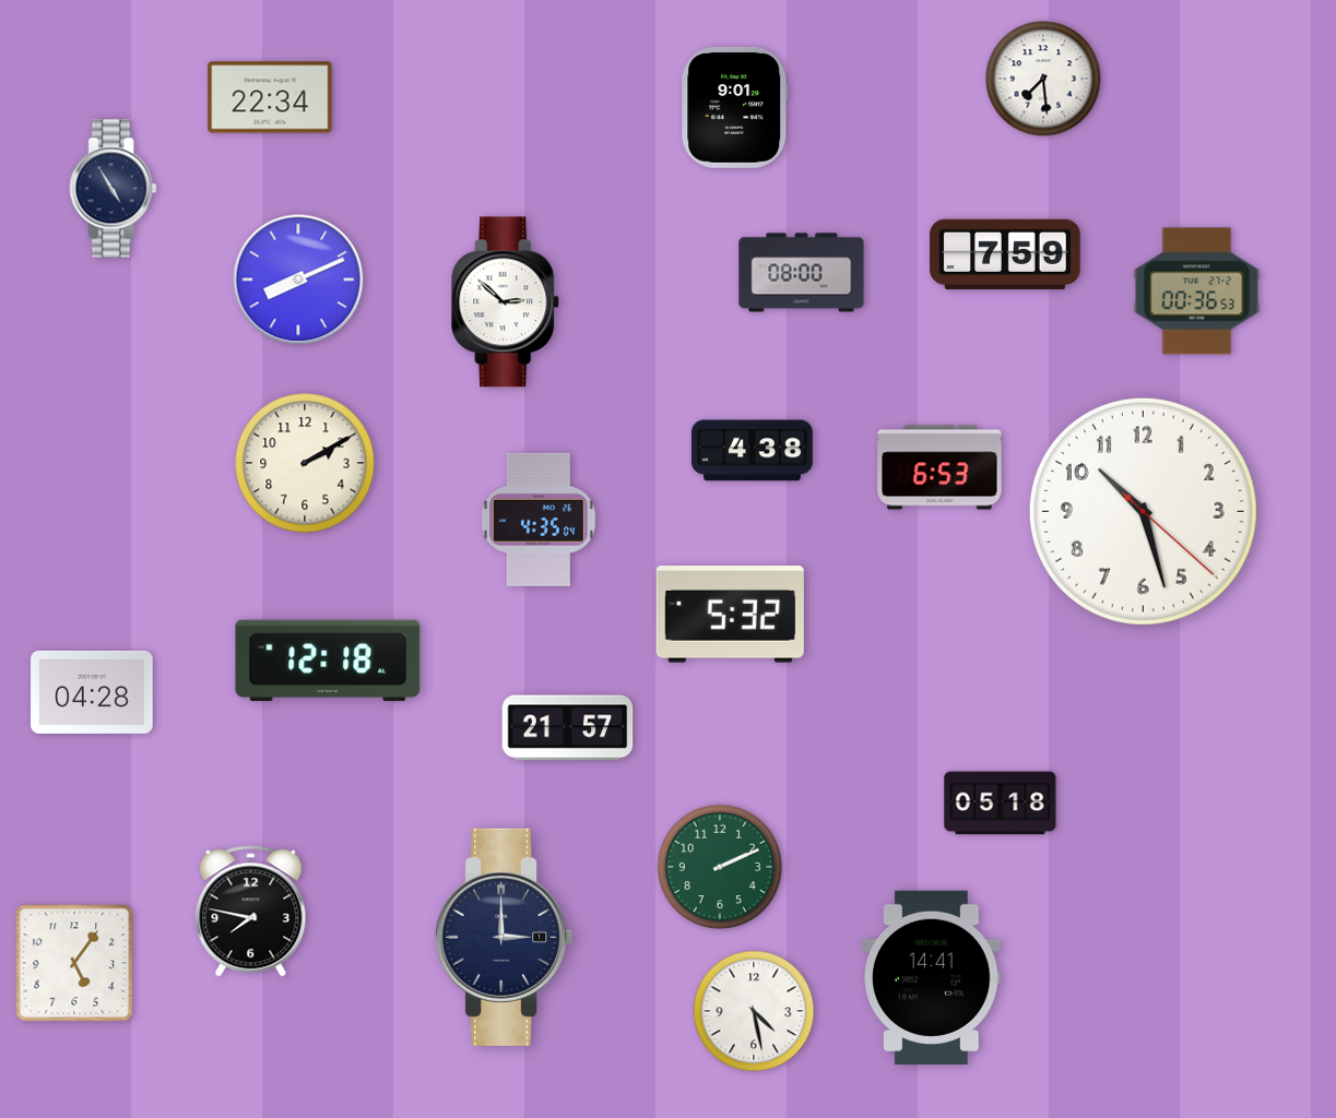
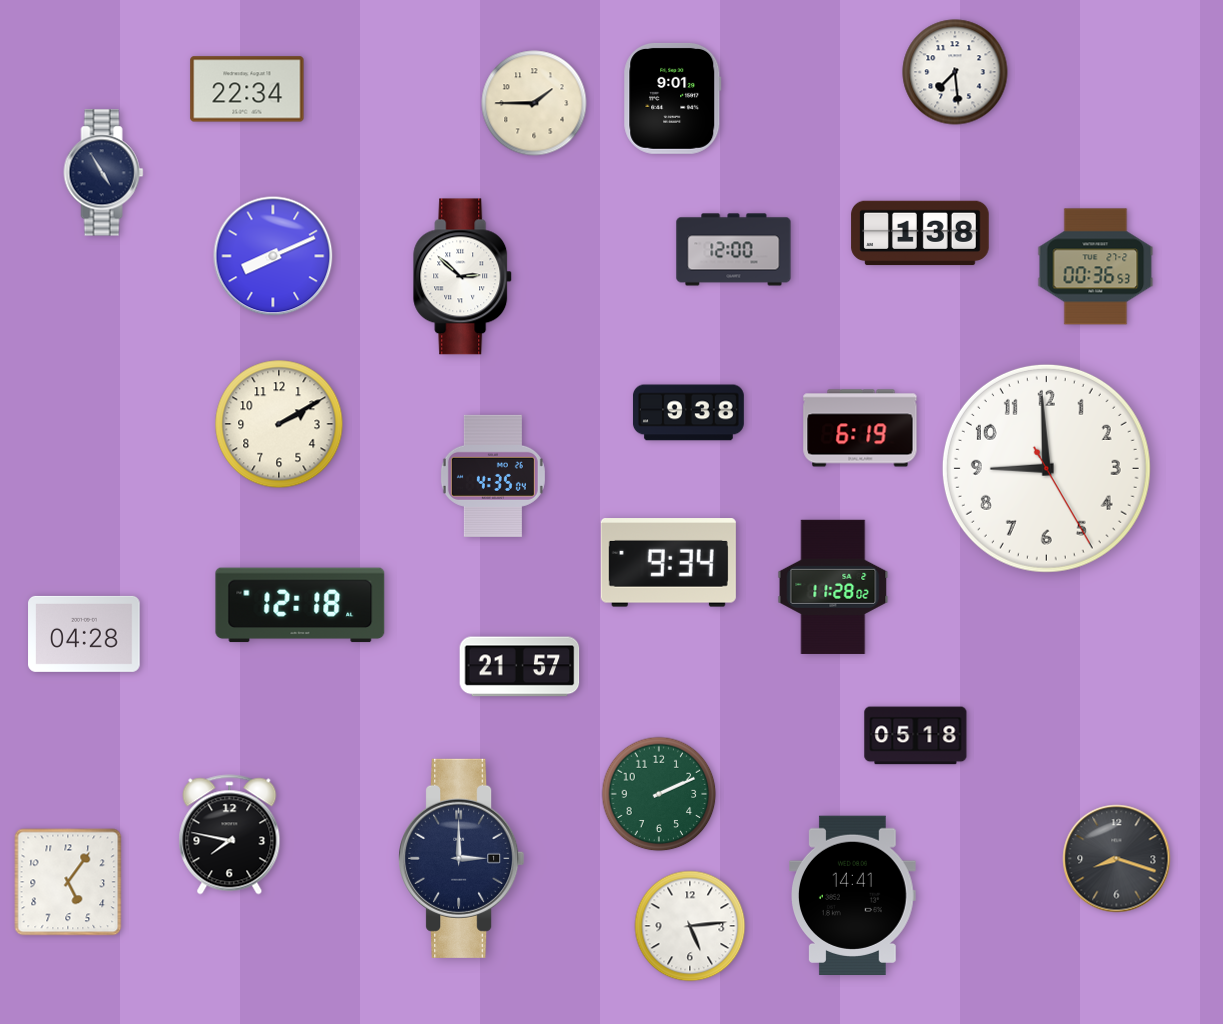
clock at (534, 103): none -> 1:45
clock at (1005, 254): 7:59 -> 1:38
clock at (802, 273): 08:00 -> 12:00
clock at (752, 451): 4:38 -> 9:38
clock at (939, 467): 6:53 -> 6:19
clock at (1143, 511): 10:27 -> 8:59
clock at (730, 615): 5:32 -> 9:34
clock at (833, 587): none -> 11:28
clock at (1117, 859): none -> 8:18
clock at (754, 1011): 4:28 -> 5:14
